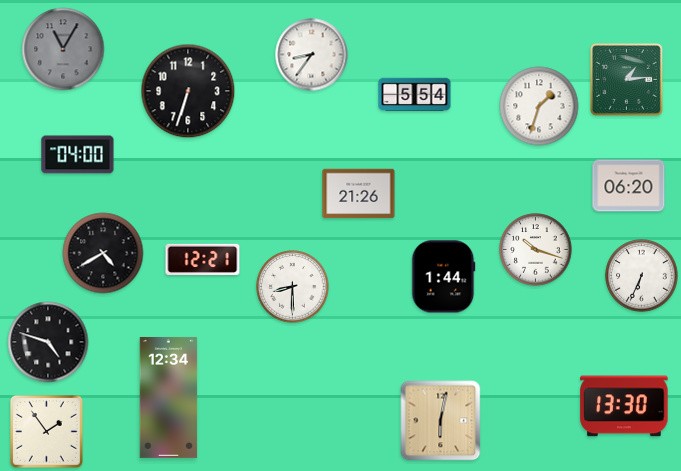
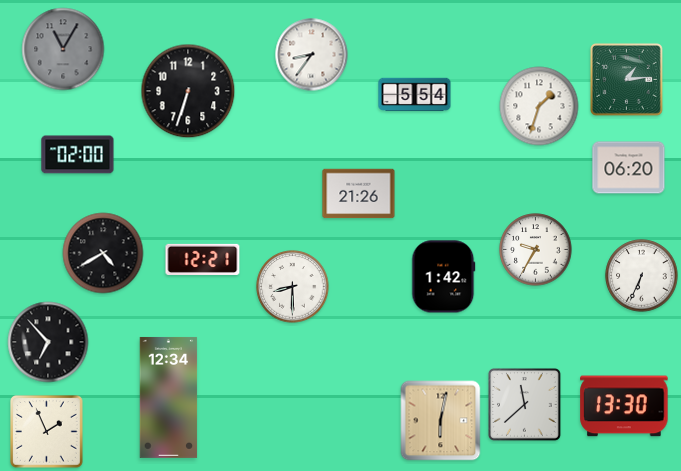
clock at (78, 155): 04:00 -> 02:00
clock at (629, 186) position: (629, 186) -> (629, 168)
clock at (536, 250): 10:18 -> 9:35
clock at (444, 277): 1:44 -> 1:42
clock at (48, 342): 4:48 -> 6:53
clock at (524, 404): none -> 11:38
clock at (47, 432): 1:54 -> 1:56
